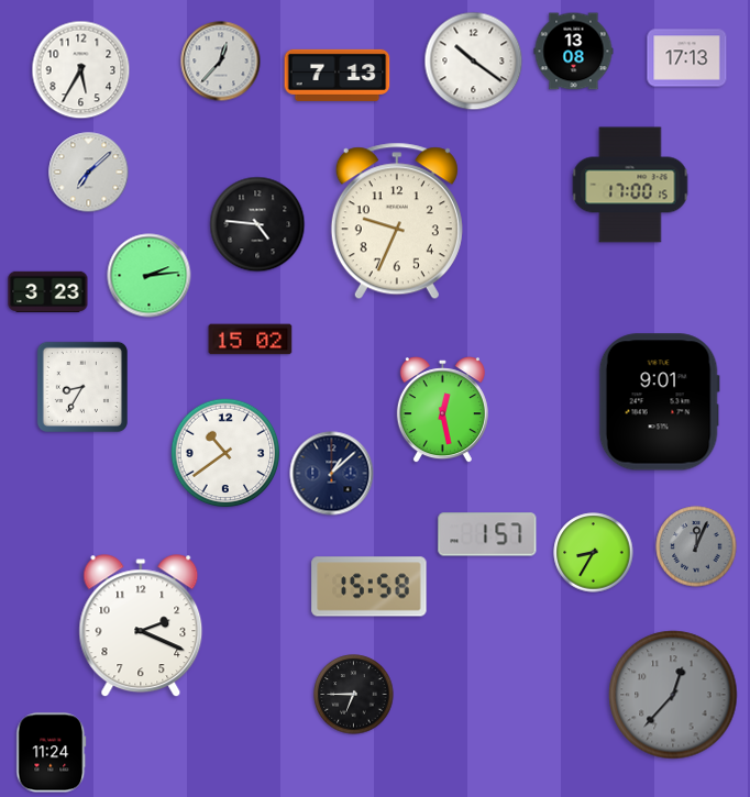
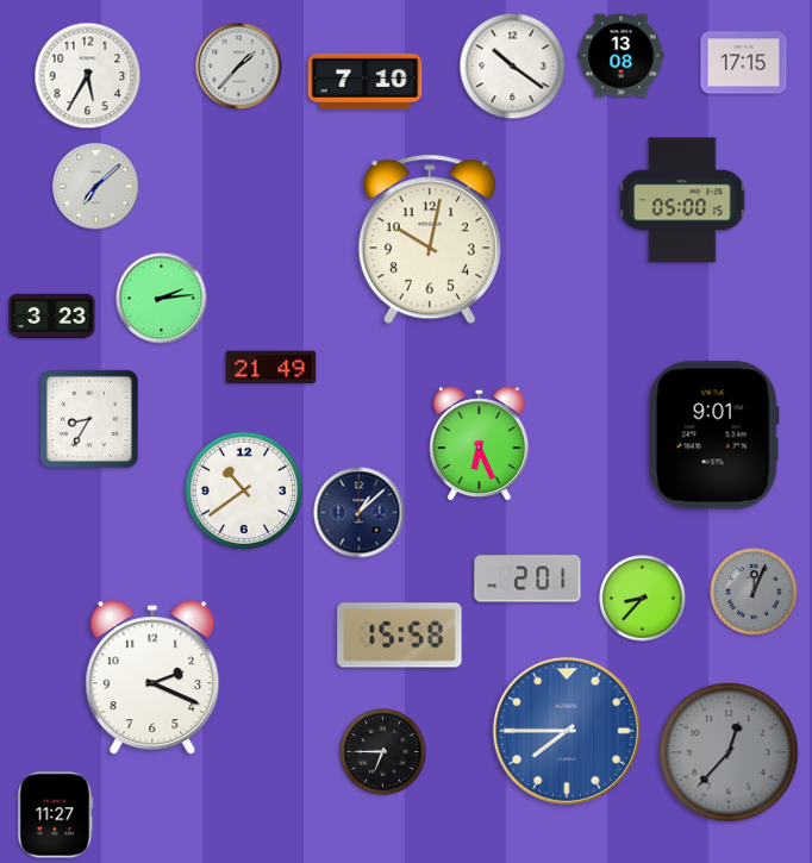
clock at (687, 58): 17:13 -> 17:15
clock at (221, 62): 12:37 -> 1:37
clock at (338, 75): 7:13 -> 7:10
clock at (630, 185): 17:00 -> 05:00
clock at (397, 221): 9:34 -> 10:02
clock at (257, 224): 4:46 -> none
clock at (251, 340): 15:02 -> 21:49
clock at (442, 410): 12:28 -> 6:26
clock at (487, 534): 1:57 -> 2:01
clock at (594, 553): 8:35 -> 8:37
clock at (567, 731): none -> 7:45
clock at (52, 753): 11:24 -> 11:27
